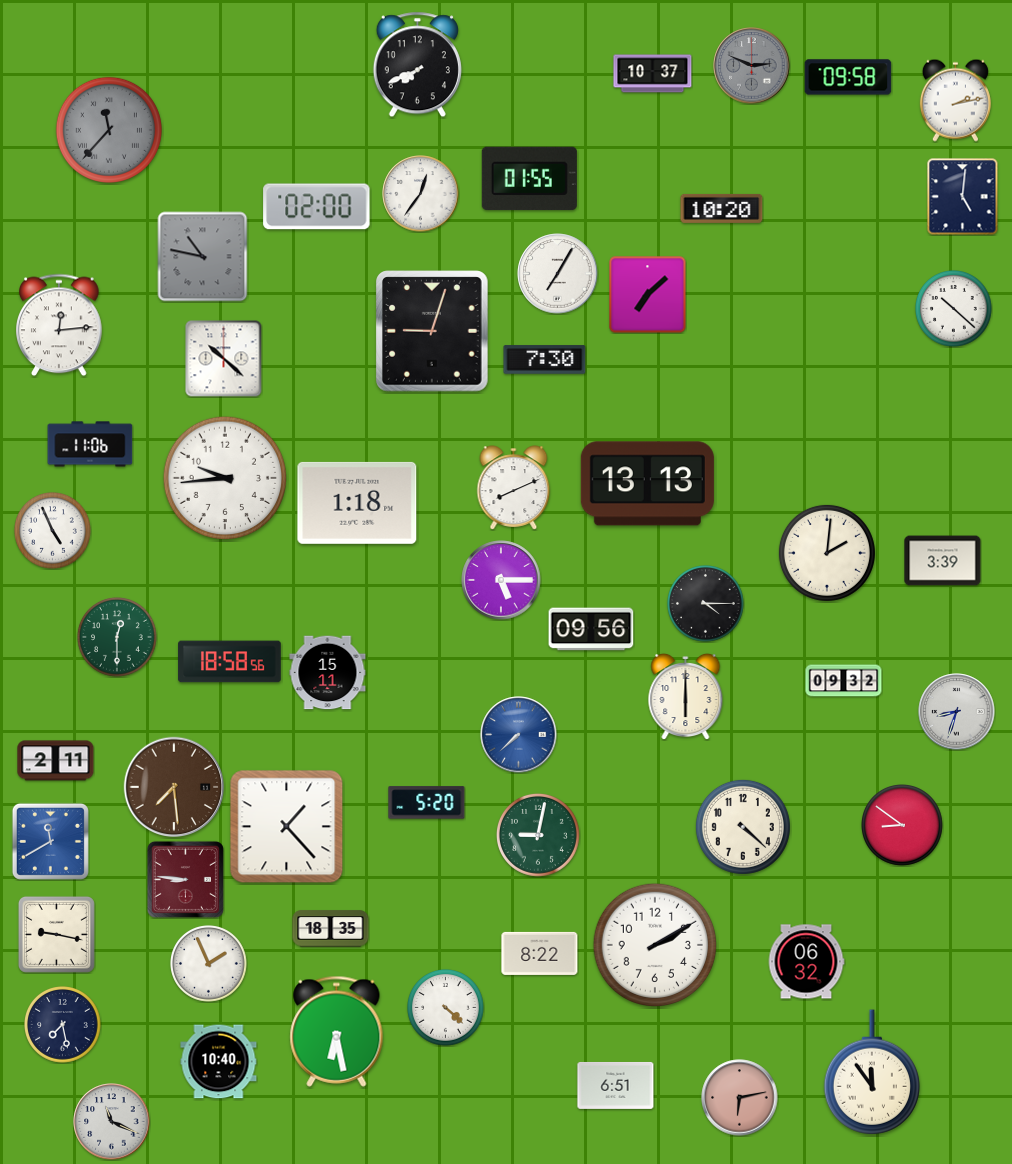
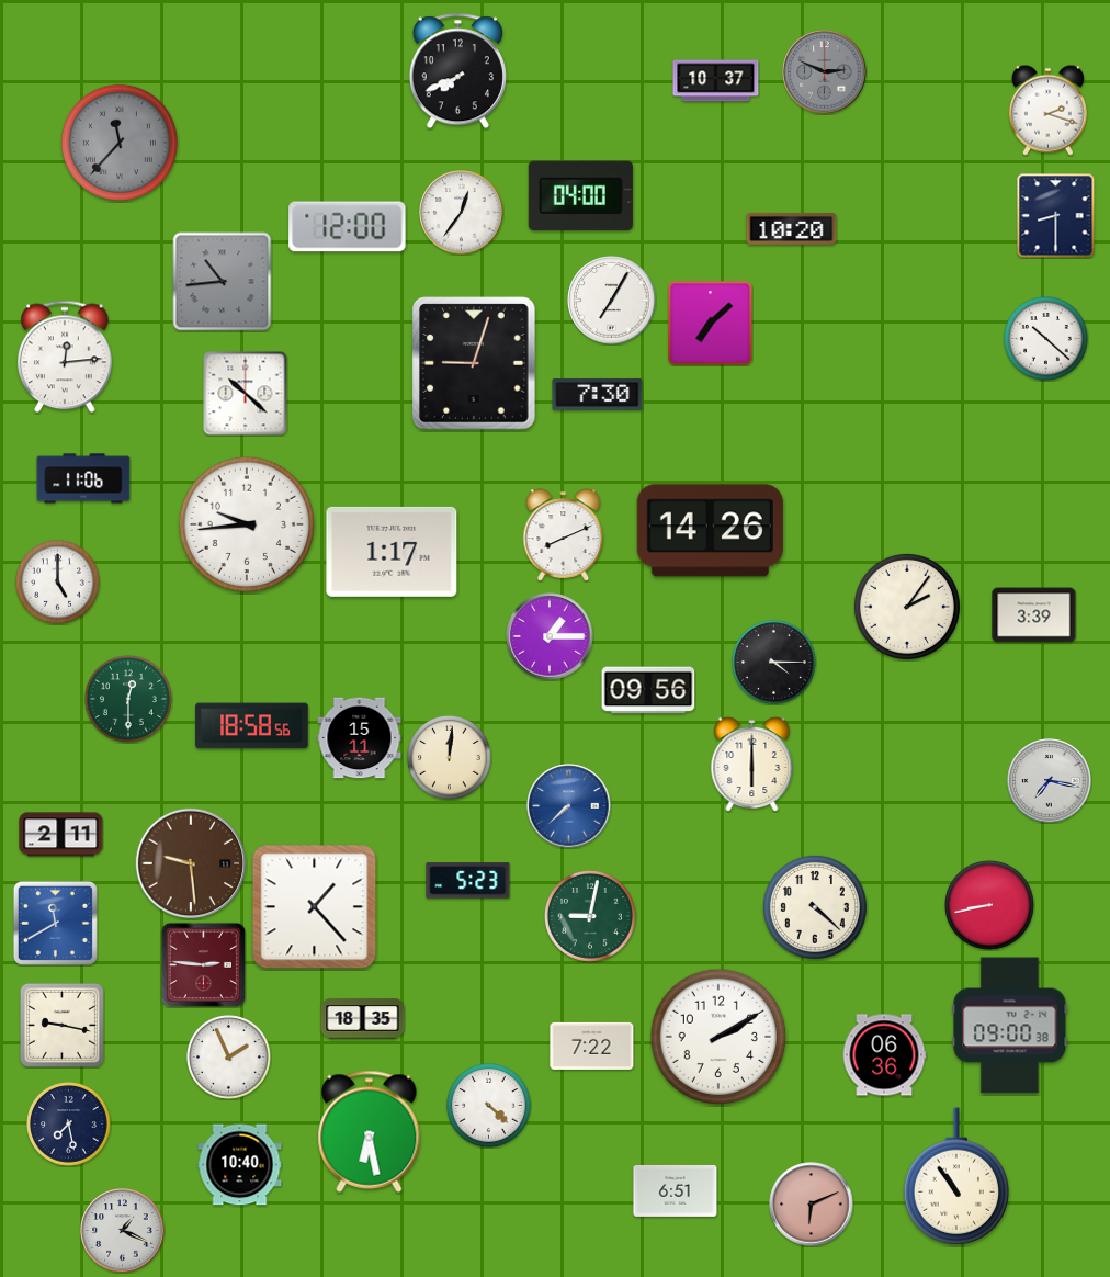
clock at (848, 77): 09:58 -> none
clock at (955, 100): 2:13 -> 2:18
clock at (529, 179): 01:55 -> 04:00
clock at (963, 197): 5:01 -> 8:30
clock at (317, 207): 02:00 -> 12:00
clock at (203, 257): 10:47 -> 10:44
clock at (90, 444) position: (90, 444) -> (83, 478)
clock at (647, 484): 13:13 -> 14:26
clock at (357, 503): 1:18 -> 1:17
clock at (53, 531): 4:56 -> 5:00
clock at (827, 553): 2:01 -> 2:06
clock at (501, 580): 5:15 -> 1:15
clock at (844, 681): 09:32 -> none
clock at (450, 758): none -> 12:01
clock at (957, 712): 8:33 -> 7:17
clock at (174, 787): 7:29 -> 9:29
clock at (427, 803): 5:20 -> 5:23
clock at (903, 826): 8:51 -> 8:43
clock at (185, 879): 8:46 -> 2:46
clock at (1010, 1026): none -> 09:00
clock at (540, 953): 8:22 -> 7:22
clock at (806, 962): 06:32 -> 06:36
clock at (872, 1072): 11:54 -> 10:54
clock at (740, 1098): 6:13 -> 6:11
clock at (112, 1122): 11:19 -> 1:19
